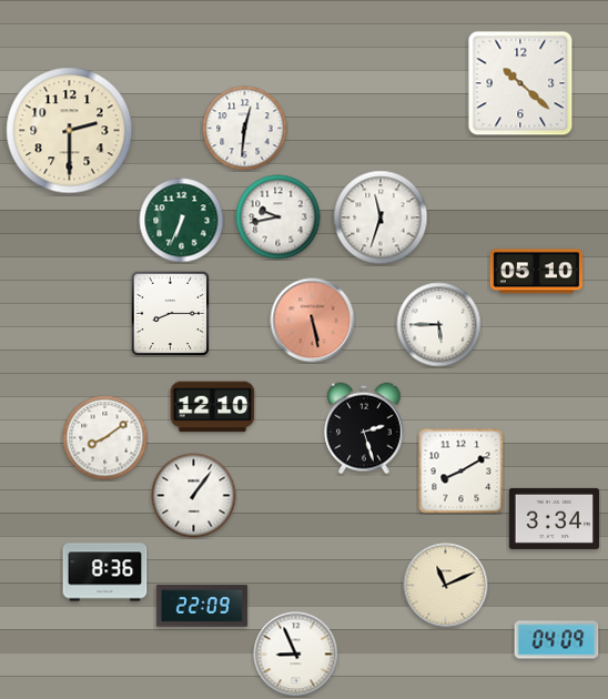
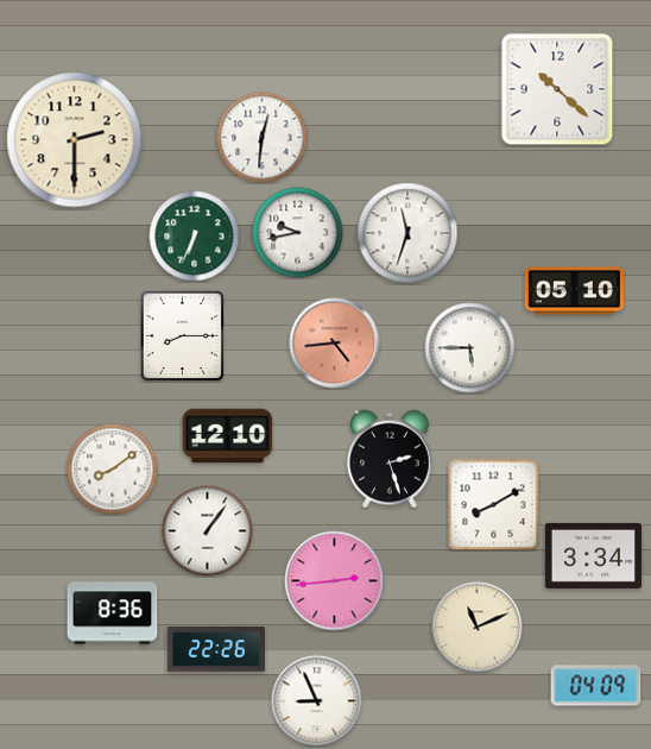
clock at (313, 321): 5:28 -> 4:44
clock at (335, 581): none -> 2:44
clock at (202, 606): 22:09 -> 22:26
